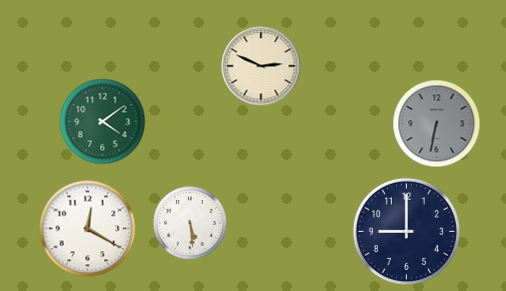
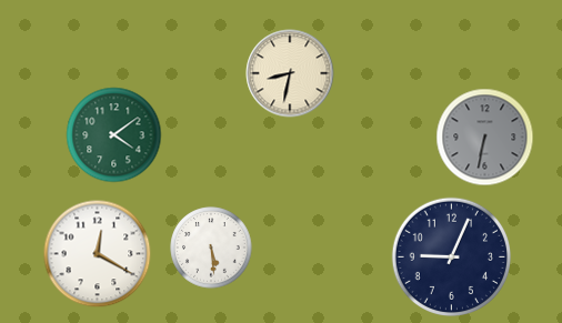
clock at (261, 66): 2:49 -> 8:32
clock at (406, 231): 9:00 -> 9:04
